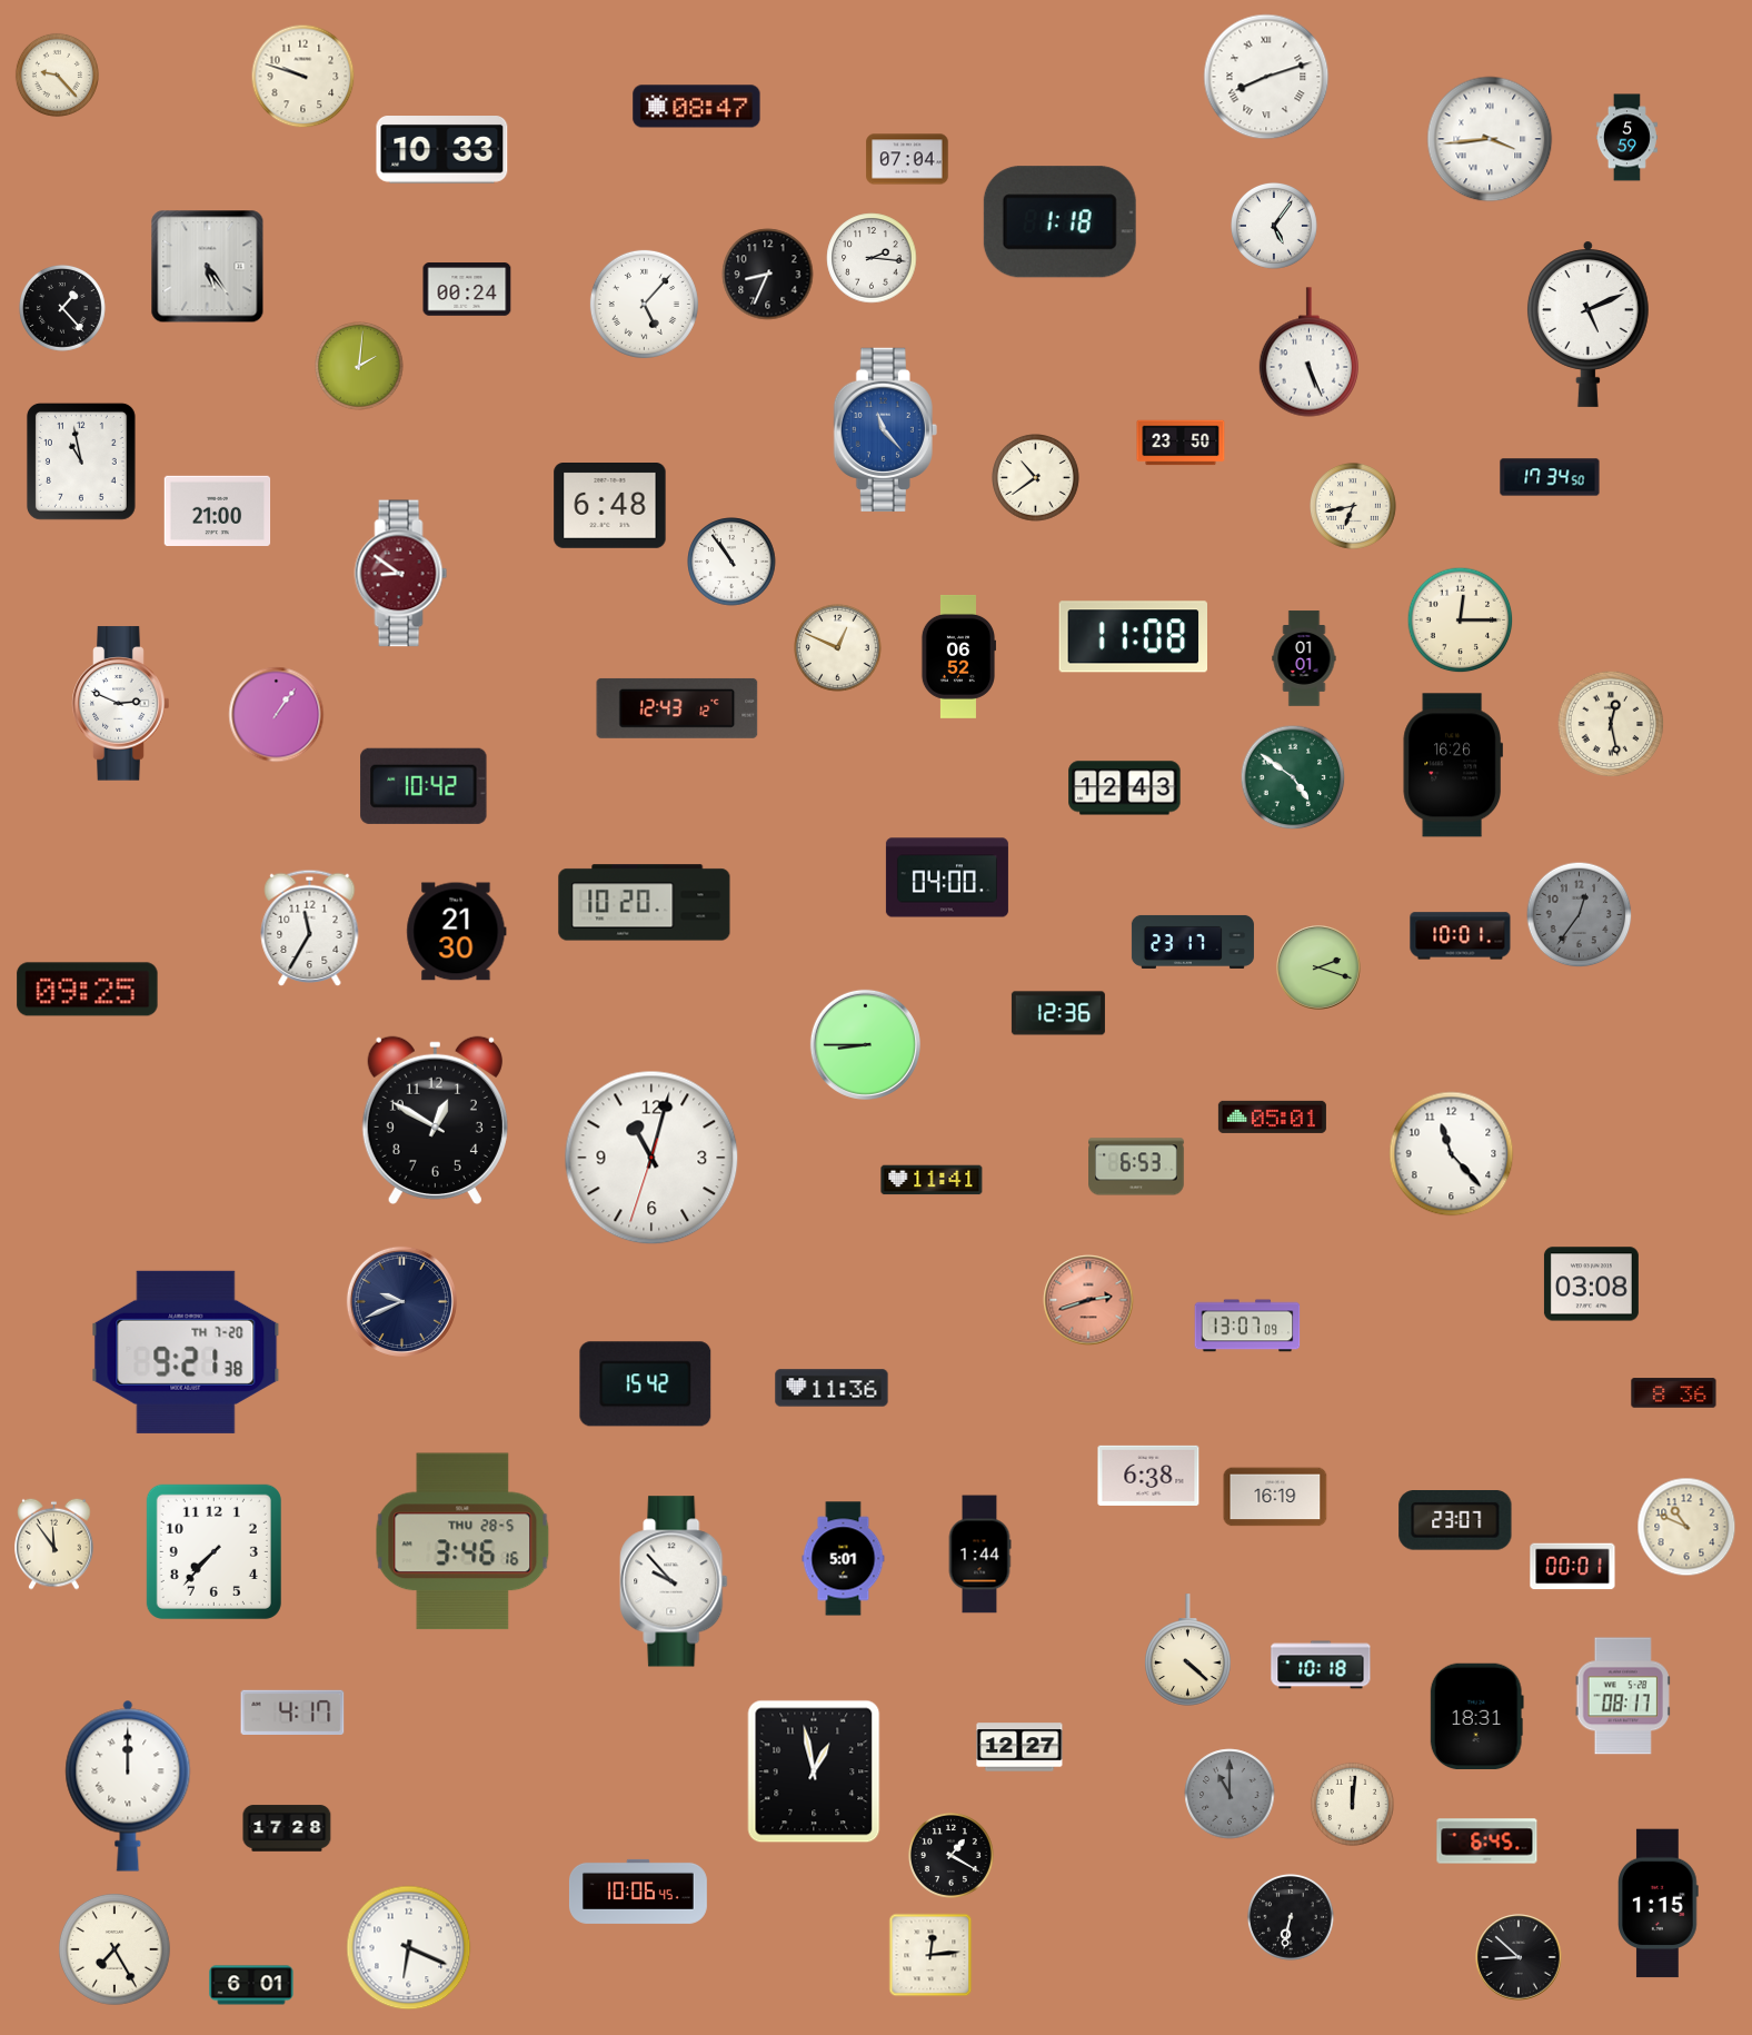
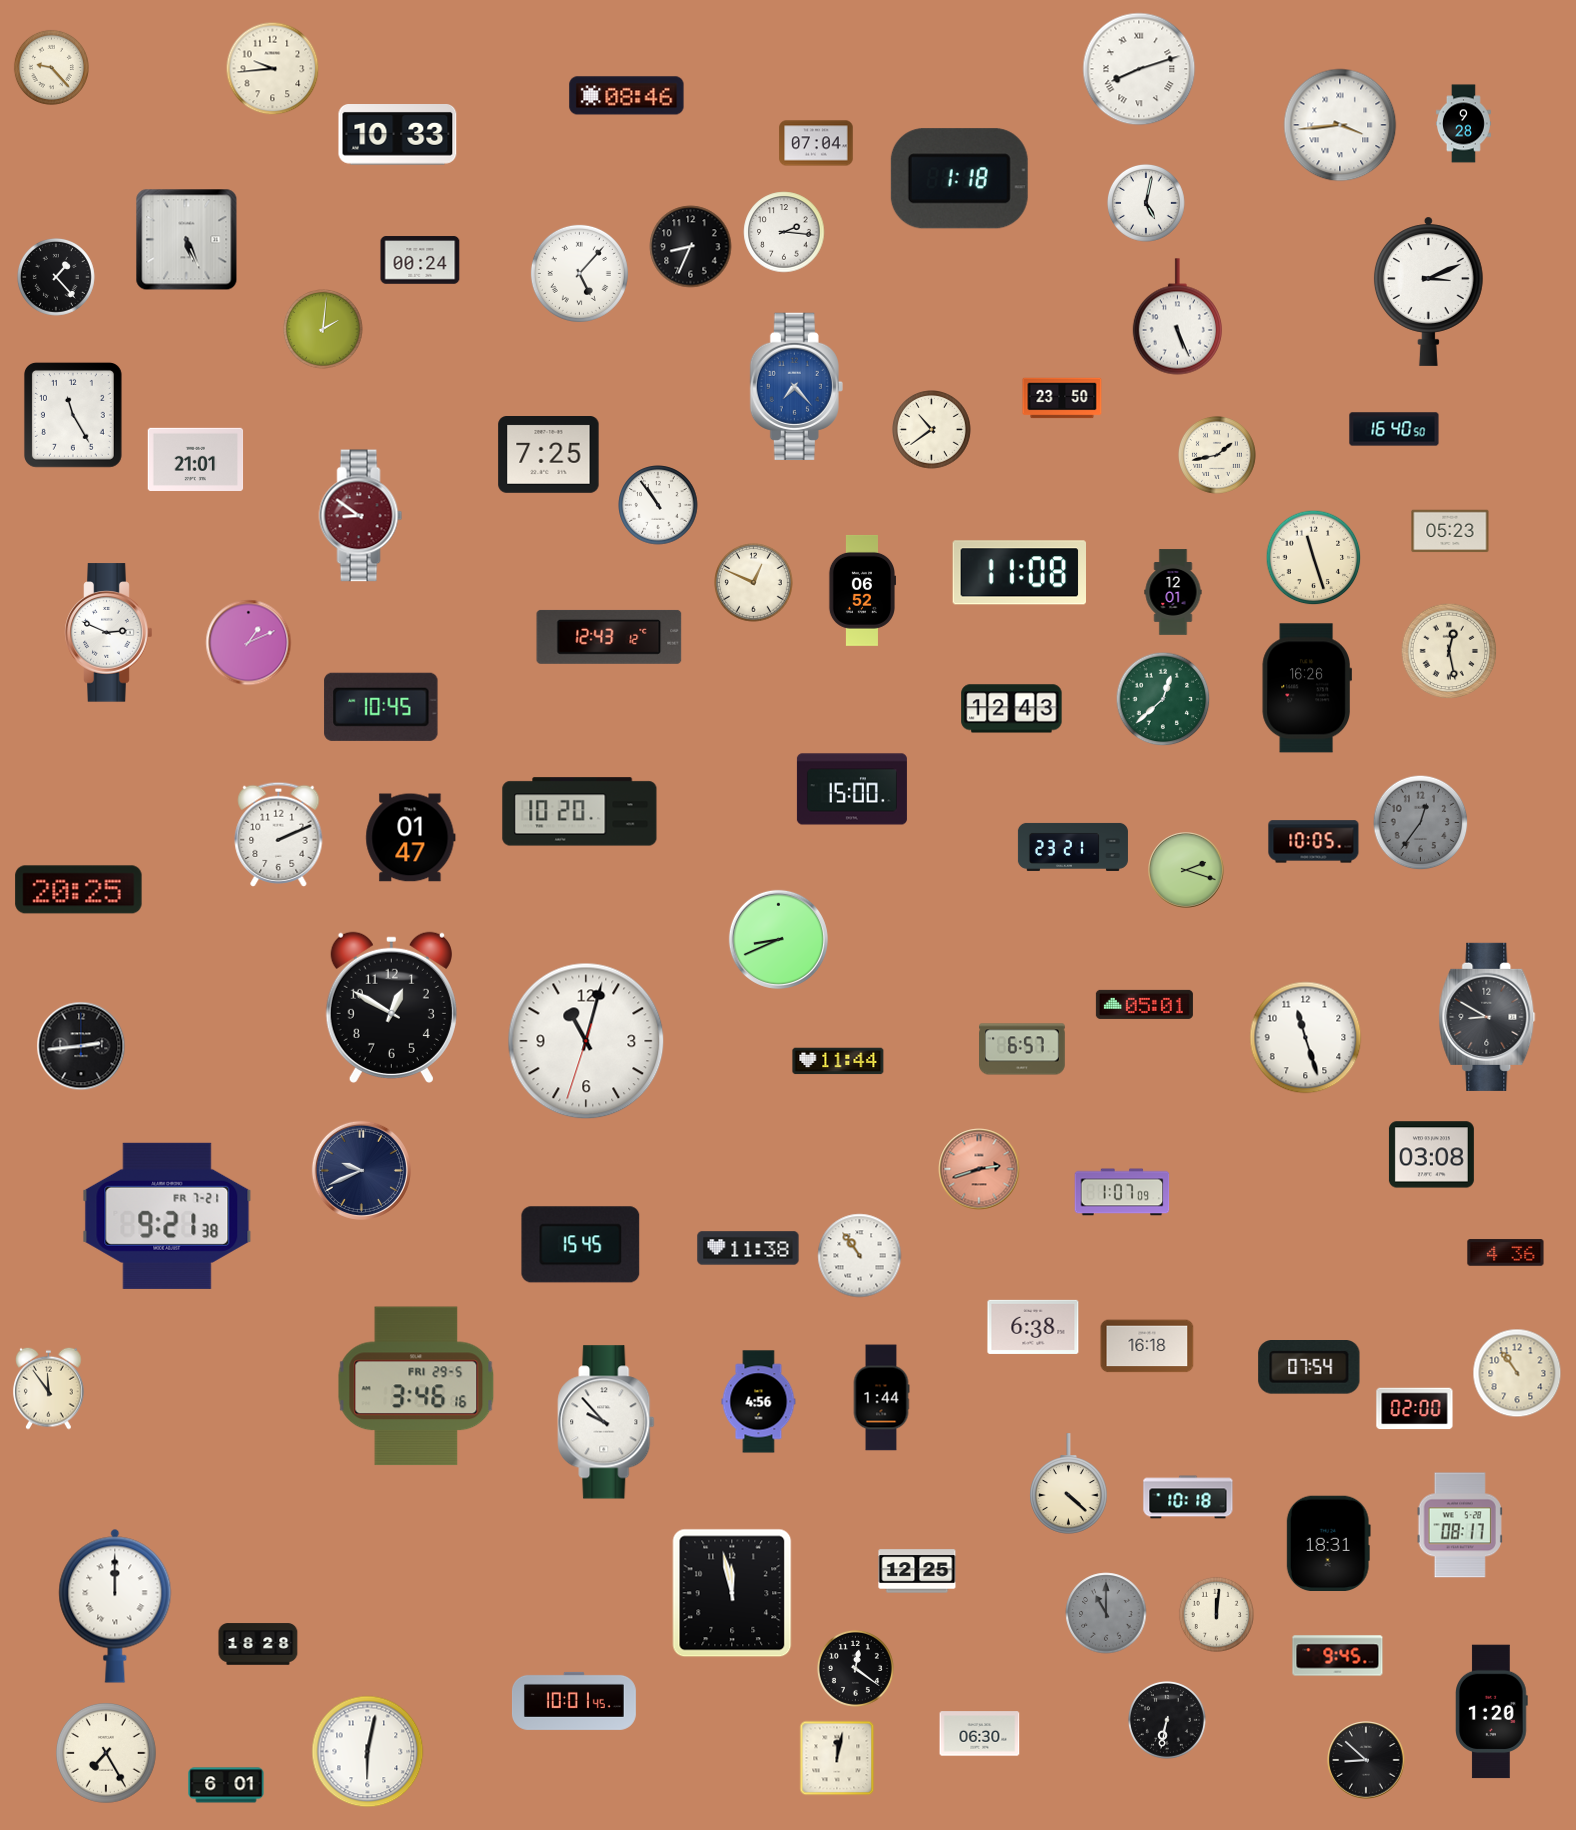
clock at (303, 77): 9:48 -> 9:44
clock at (697, 107): 08:47 -> 08:46
clock at (1626, 138): 5:59 -> 9:28
clock at (1059, 222) position: (1059, 222) -> (959, 179)
clock at (1274, 226): 5:06 -> 5:02
clock at (208, 267): 5:24 -> 5:26
clock at (1587, 324): 5:11 -> 3:11
clock at (885, 429): 11:23 -> 7:23
clock at (81, 461): 10:58 -> 11:25
clock at (1550, 477): 17:34 -> 16:40
clock at (610, 506): 6:48 -> 7:25
clock at (1353, 506): 6:43 -> 1:43
clock at (218, 510): 21:00 -> 21:01
clock at (1450, 531): none -> 05:23
clock at (1461, 621): 12:15 -> 11:27
clock at (1304, 658): 01:01 -> 12:01
clock at (277, 715): 1:06 -> 1:11
clock at (1293, 777): 4:51 -> 12:38
clock at (424, 786): 10:42 -> 10:45
clock at (947, 877): 04:00 -> 15:00
clock at (310, 927): 11:35 -> 2:11
clock at (457, 932): 21:30 -> 01:47
clock at (1461, 936): 10:01 -> 10:05
clock at (1193, 942): 23:17 -> 23:21
clock at (88, 990): 09:25 -> 20:25
clock at (1058, 1013): 12:36 -> none
clock at (865, 1044): 8:45 -> 8:41
clock at (1487, 1017): none -> 8:50
clock at (1452, 1154): 11:23 -> 11:27
clock at (81, 1046): none -> 2:44
clock at (1136, 1167): 6:53 -> 6:57
clock at (932, 1180): 11:41 -> 11:44
clock at (1247, 1326): 13:07 -> 1:07
clock at (186, 1352) date: TH 7-20 -> FR 7-21
clock at (646, 1384): 15:42 -> 15:45
clock at (832, 1388): 11:36 -> 11:38
clock at (1674, 1393): 8:36 -> 4:36
clock at (860, 1256): none -> 10:54
clock at (1275, 1497): 16:19 -> 16:18
clock at (1455, 1521): 23:07 -> 07:54
clock at (1686, 1527): 10:49 -> 10:54
clock at (462, 1541) date: THU 28-5 -> FRI 29-5
clock at (213, 1551): 7:37 -> none
clock at (844, 1559): 5:01 -> 4:56
clock at (1573, 1567): 00:01 -> 02:00
clock at (292, 1711): 4:17 -> none
clock at (1019, 1747): 12:27 -> 12:25
clock at (814, 1771): 12:58 -> 11:58
clock at (1352, 1804) position: (1352, 1804) -> (1216, 1614)
clock at (287, 1828): 17:28 -> 18:28
clock at (1487, 1842): 6:45 -> 9:45
clock at (950, 1855): 1:20 -> 12:21
clock at (638, 1892): 10:06 -> 10:01
clock at (1659, 1904): 1:15 -> 1:20
clock at (1291, 1917) position: (1291, 1917) -> (1167, 1720)
clock at (980, 1734): none -> 06:30
clock at (409, 1948): 6:19 -> 6:02
clock at (116, 1950) position: (116, 1950) -> (107, 1754)
clock at (930, 1955): 12:14 -> 12:02
